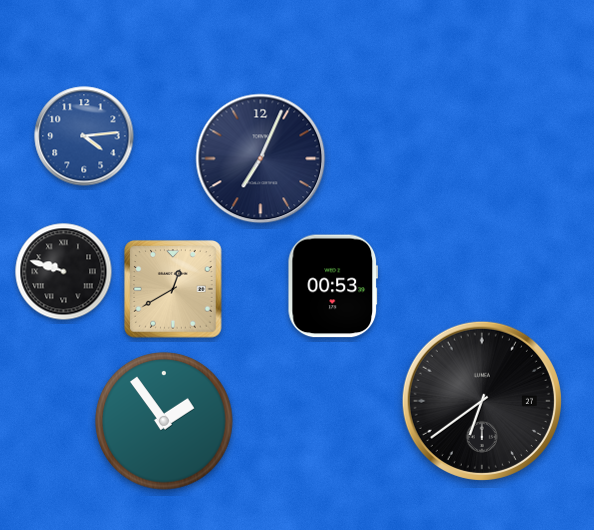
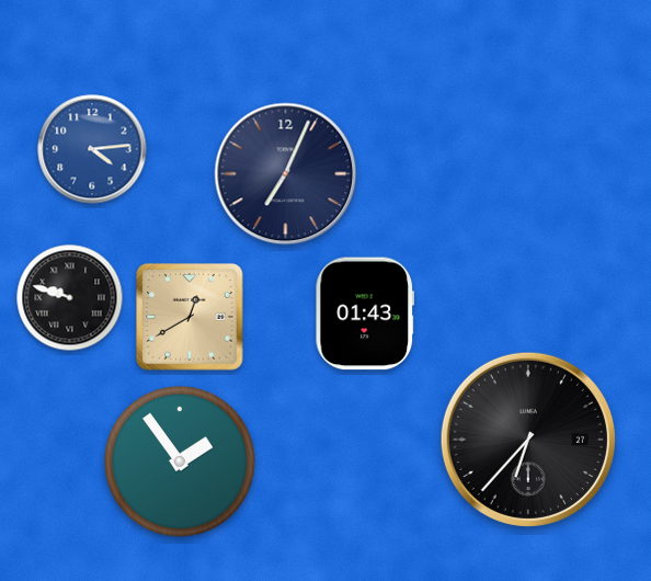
clock at (332, 286): 00:53 -> 01:43
clock at (482, 401): 6:39 -> 6:37
